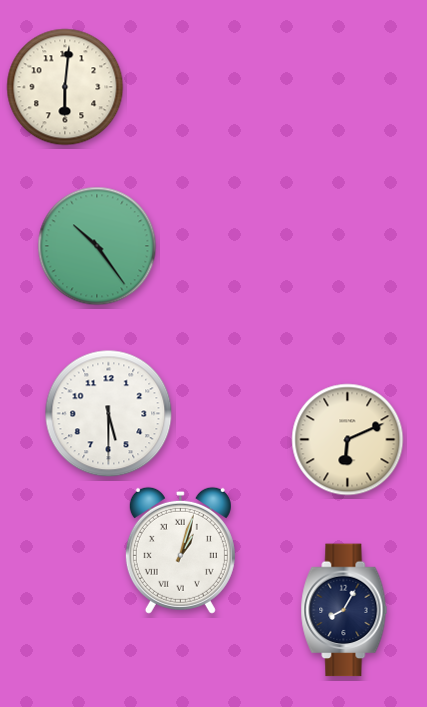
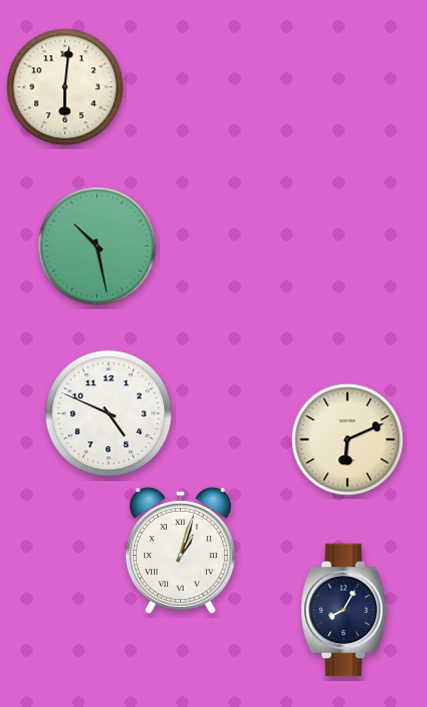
clock at (97, 246): 10:24 -> 10:28
clock at (109, 414): 5:30 -> 4:49
